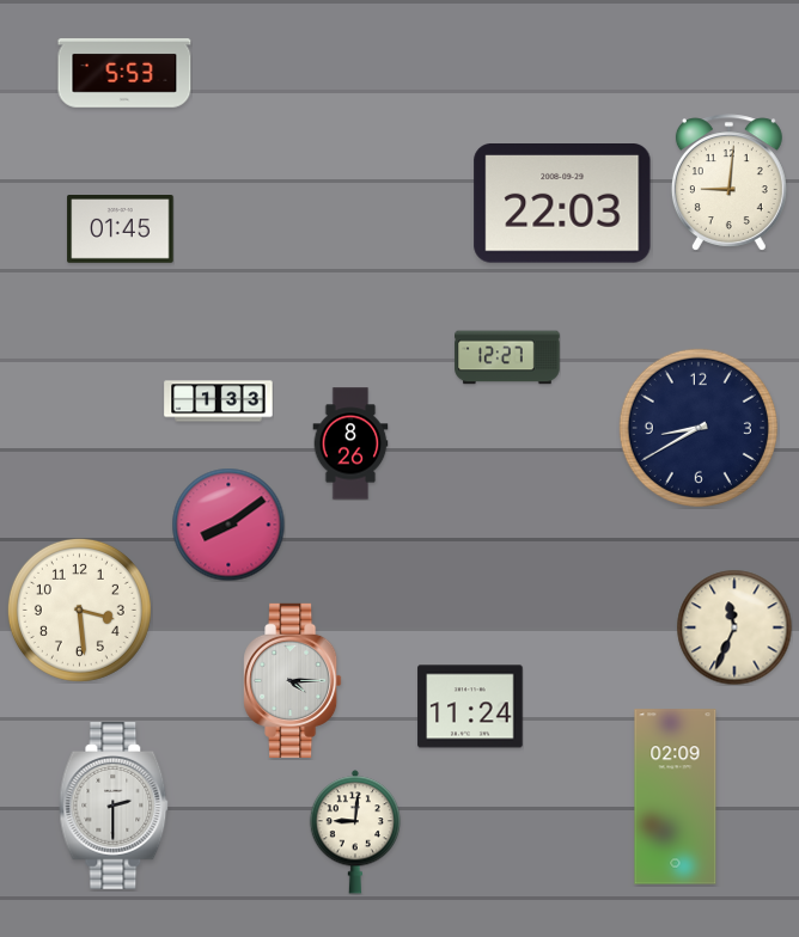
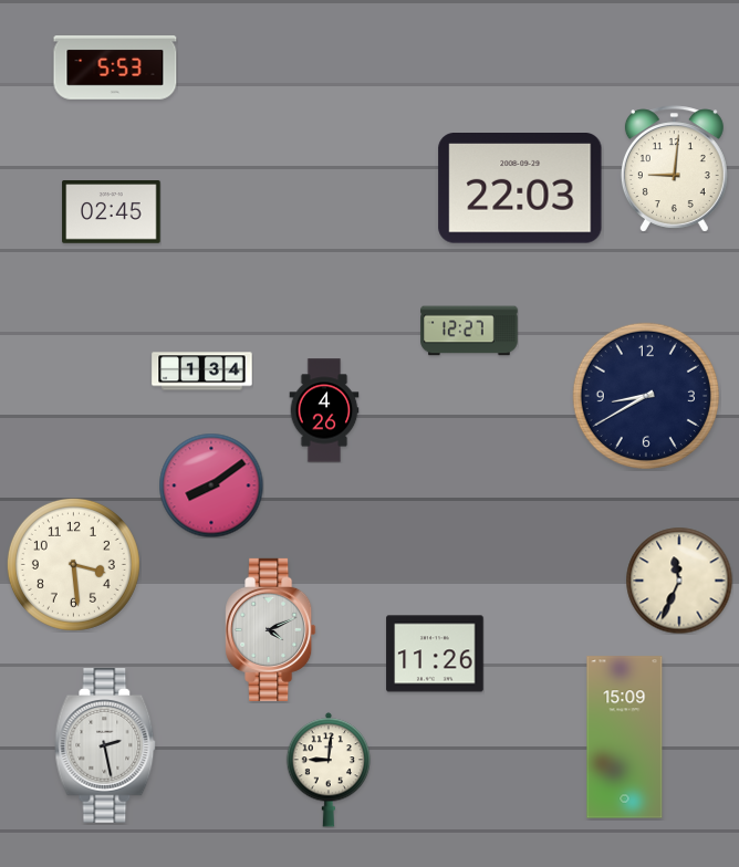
clock at (121, 229): 01:45 -> 02:45
clock at (219, 402): 1:33 -> 1:34
clock at (350, 443): 8:26 -> 4:26
clock at (293, 680): 4:15 -> 4:11
clock at (470, 706): 11:24 -> 11:26
clock at (676, 797): 02:09 -> 15:09
clock at (114, 807): 2:30 -> 2:28
